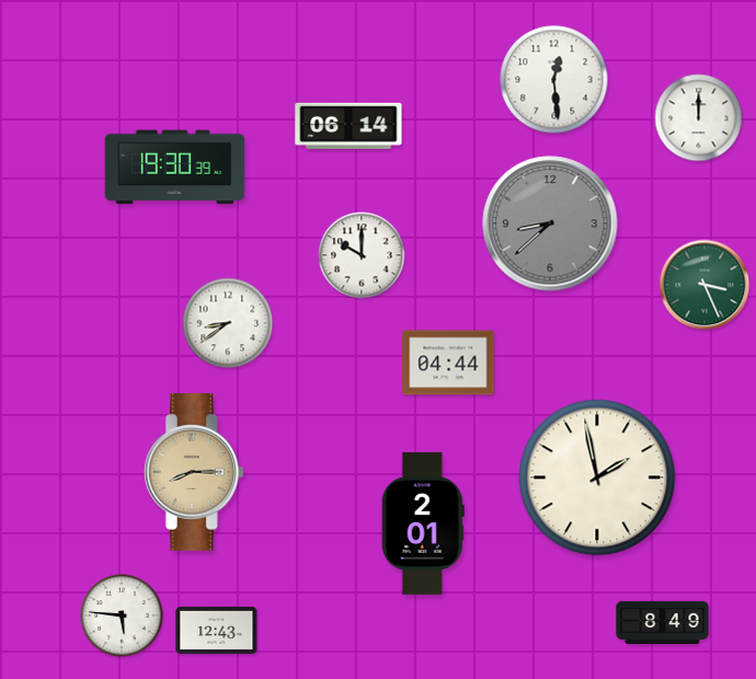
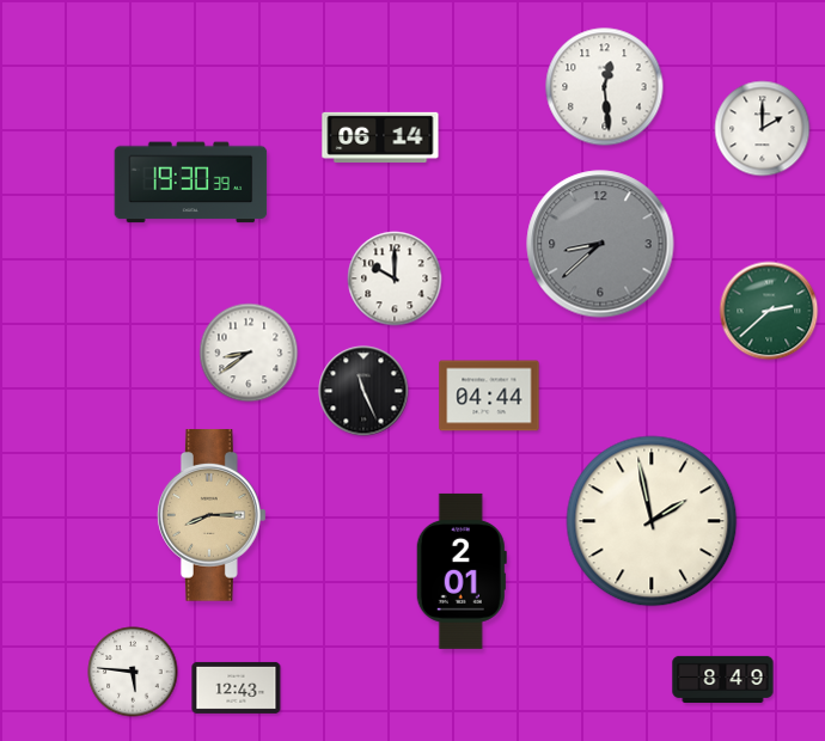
clock at (699, 118): 12:00 -> 2:00
clock at (705, 285): 3:26 -> 2:38
clock at (363, 391): none -> 11:26
